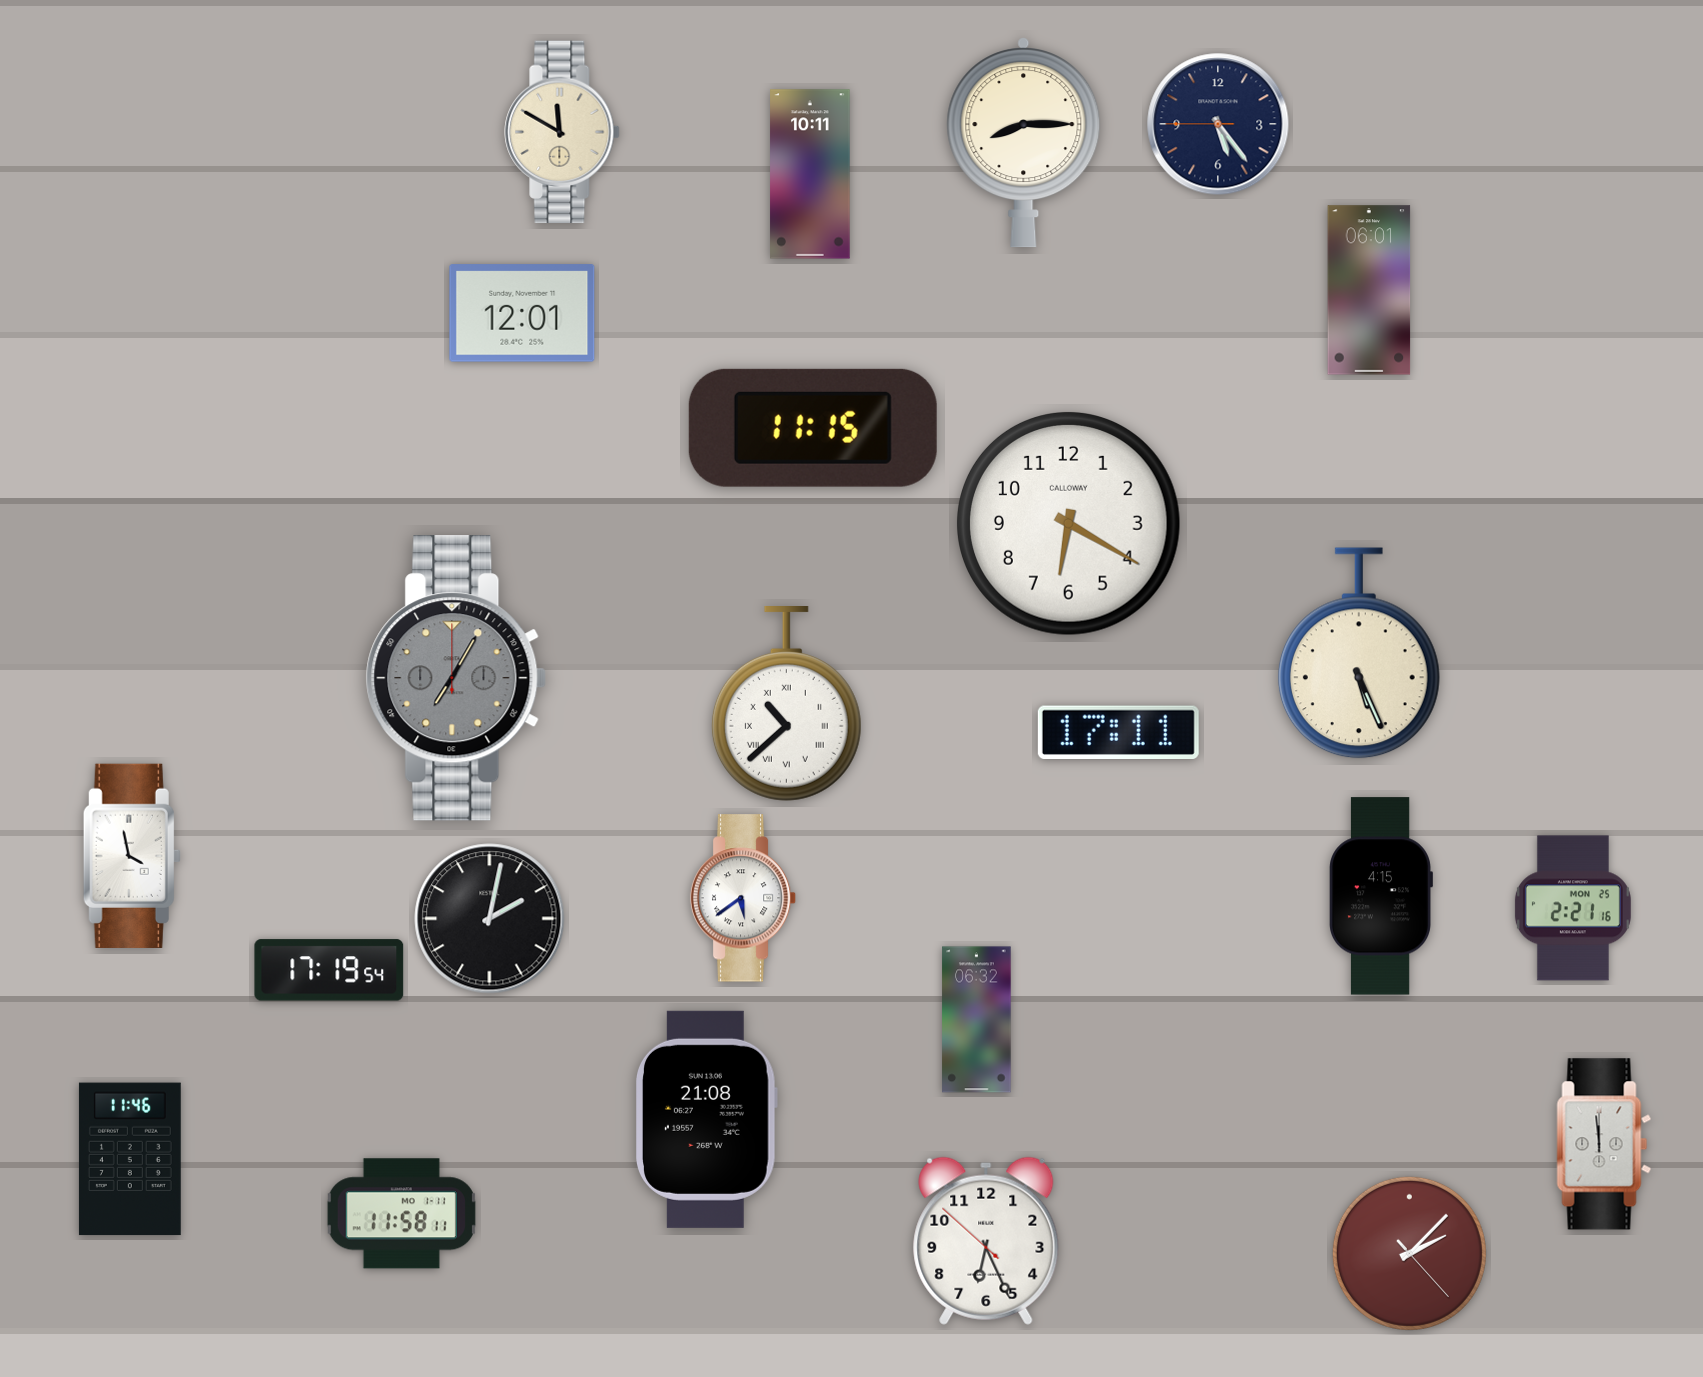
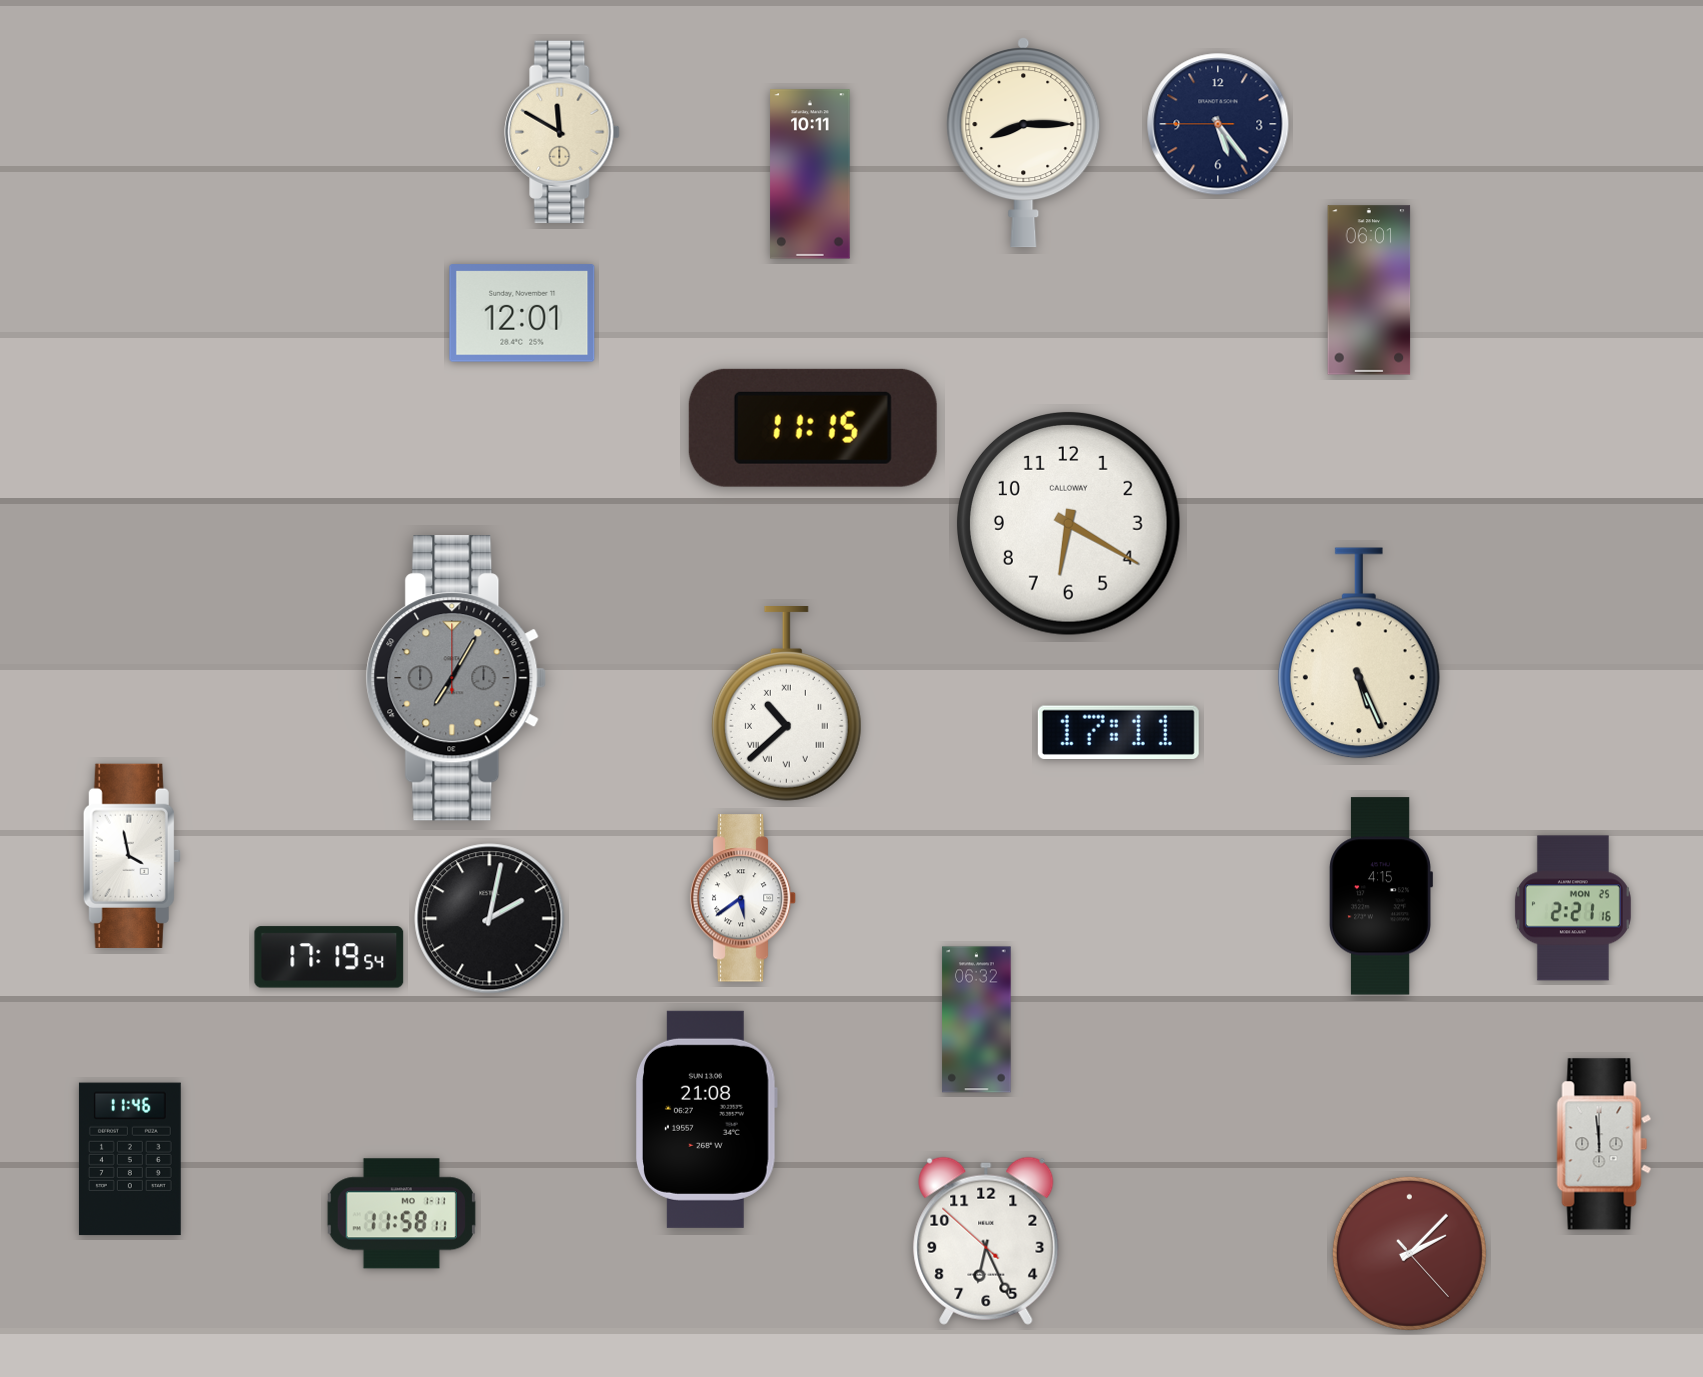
clock at (329, 970) position: (329, 970) -> (329, 957)
